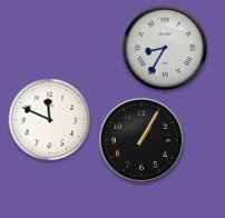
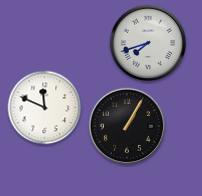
clock at (164, 47): 8:35 -> 7:42
